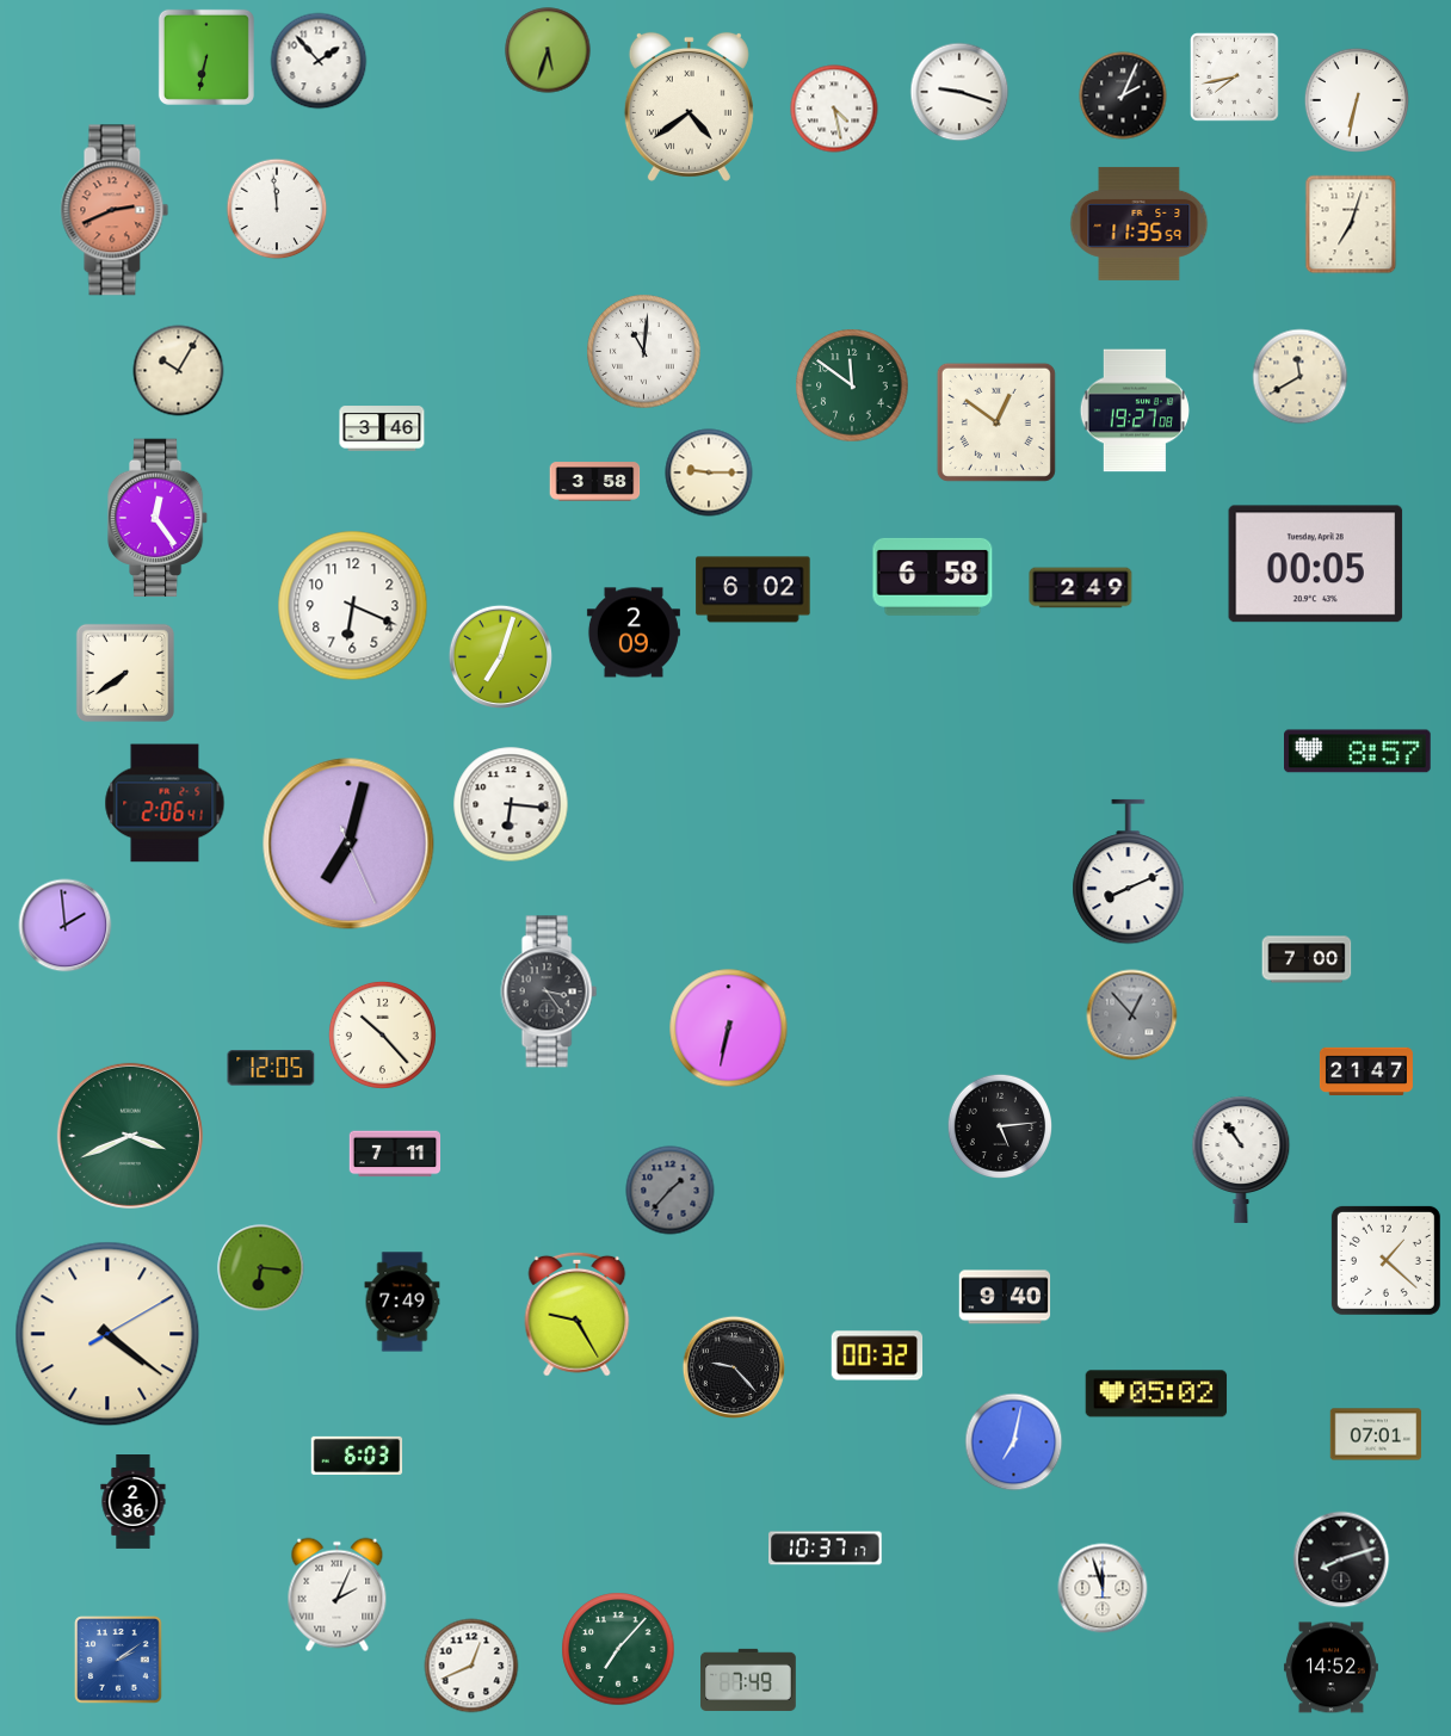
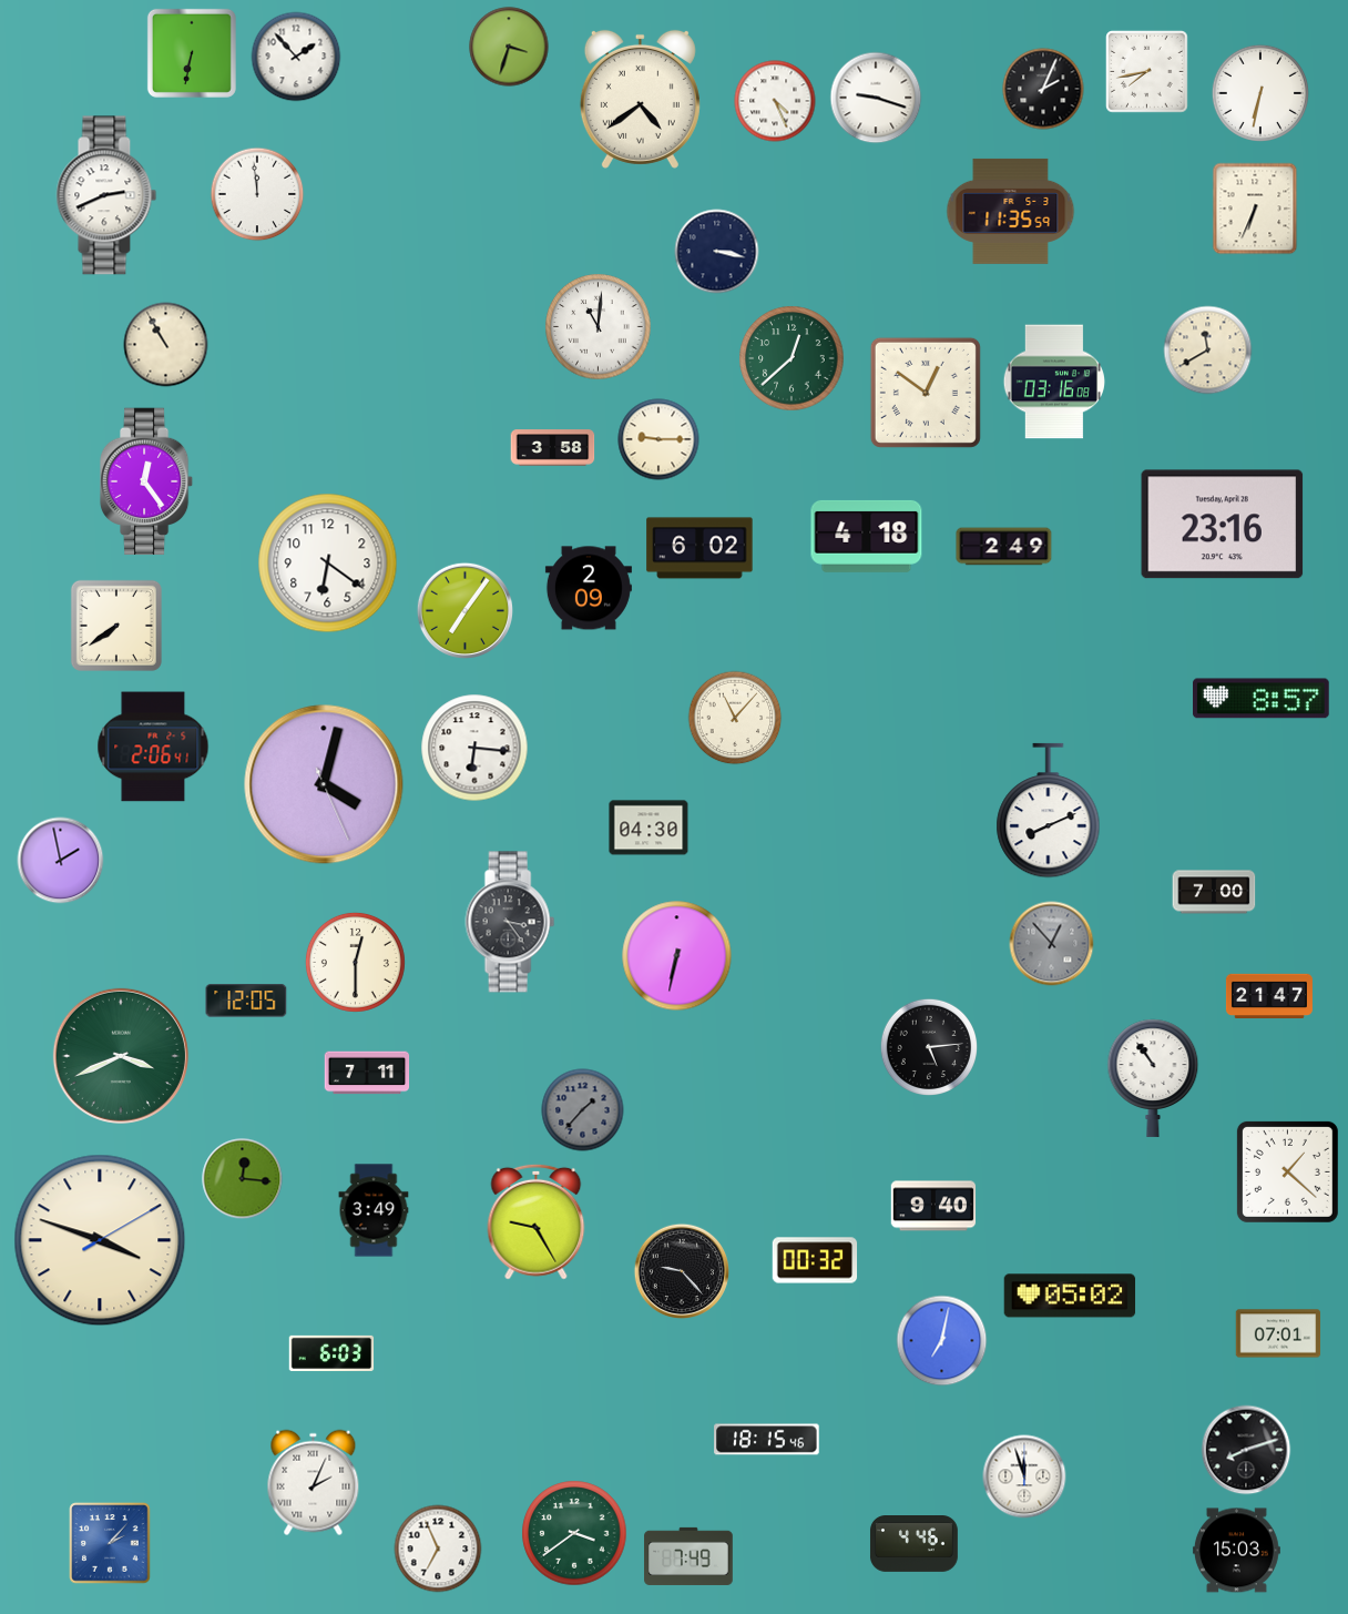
clock at (548, 50): 5:33 -> 3:33
clock at (959, 92) position: (959, 92) -> (876, 98)
clock at (834, 109): 4:28 -> 4:26
clock at (115, 210) dial: salmon -> white
clock at (1140, 223) position: (1140, 223) -> (1011, 211)
clock at (1351, 224): 7:03 -> 6:34
clock at (717, 252): none -> 3:17
clock at (179, 371): 10:05 -> 10:55
clock at (852, 385): 11:51 -> 12:38
clock at (1135, 410): 19:27 -> 03:16
clock at (382, 428): 3:46 -> none
clock at (1316, 564): 00:05 -> 23:16
clock at (933, 576): 6:58 -> 4:18
clock at (353, 606): 6:19 -> 6:21
clock at (500, 656): 7:03 -> 7:06
clock at (735, 718): none -> 11:07
clock at (348, 844): 7:02 -> 4:02
clock at (649, 828): none -> 04:30
clock at (66, 926): 1:59 -> 1:58
clock at (382, 1034): 10:23 -> 12:30
clock at (271, 1068) position: (271, 1068) -> (246, 1001)
clock at (671, 1191) position: (671, 1191) -> (583, 1110)
clock at (261, 1268): 6:16 -> 12:16
clock at (402, 1302): 7:49 -> 3:49
clock at (107, 1334): 4:21 -> 3:48
clock at (1156, 1394) position: (1156, 1394) -> (1070, 1296)
clock at (134, 1502): 2:36 -> none
clock at (826, 1549): 10:37 -> 18:15
clock at (618, 1649): 7:07 -> 3:39
clock at (118, 1660): 2:09 -> 2:07
clock at (913, 1544): none -> 4:46
clock at (471, 1666): 12:41 -> 6:56
clock at (1330, 1668): 14:52 -> 15:03
clock at (748, 1680) position: (748, 1680) -> (688, 1556)
